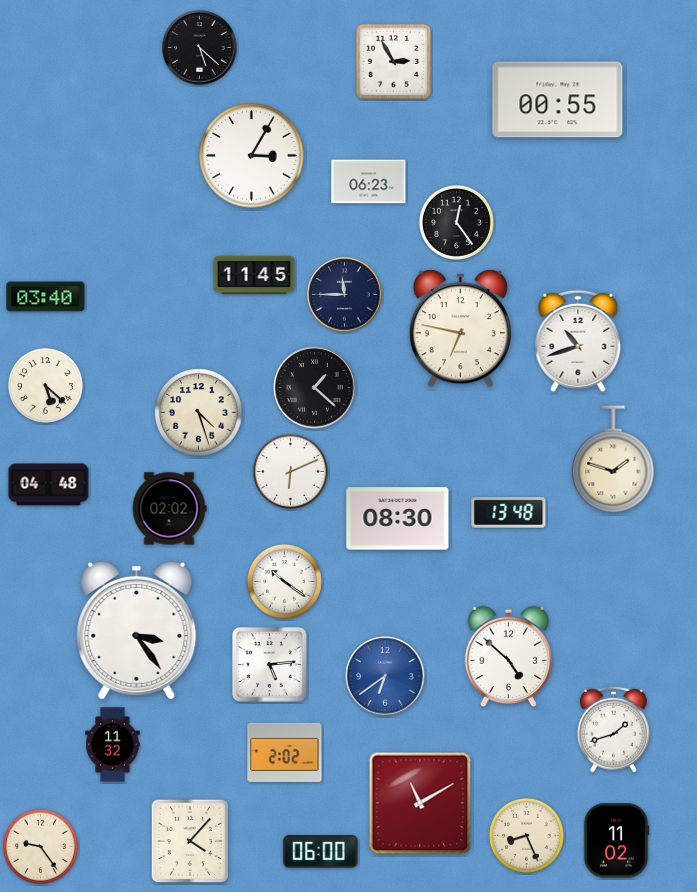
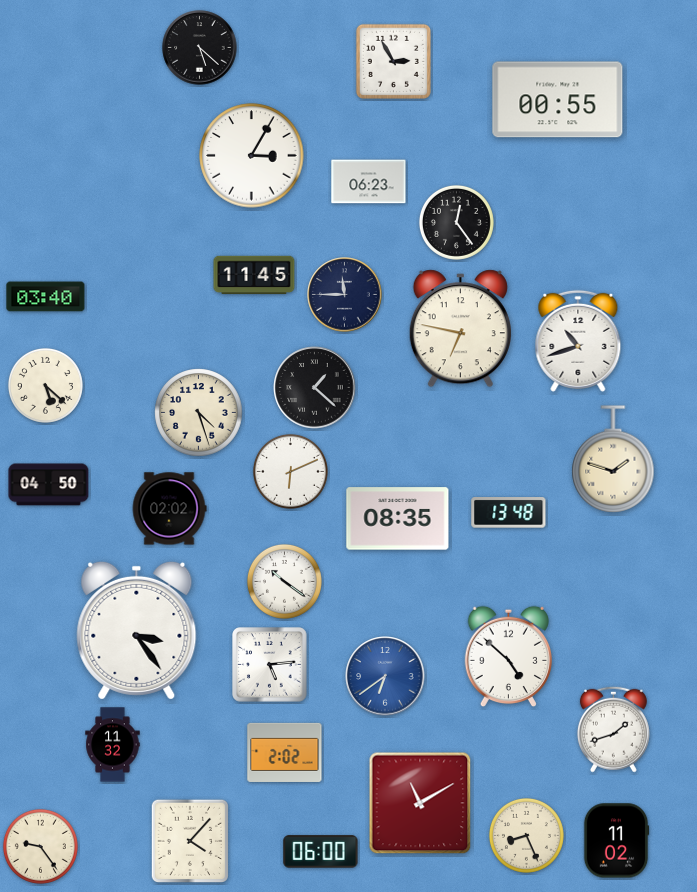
clock at (49, 485): 04:48 -> 04:50
clock at (398, 519): 08:30 -> 08:35
